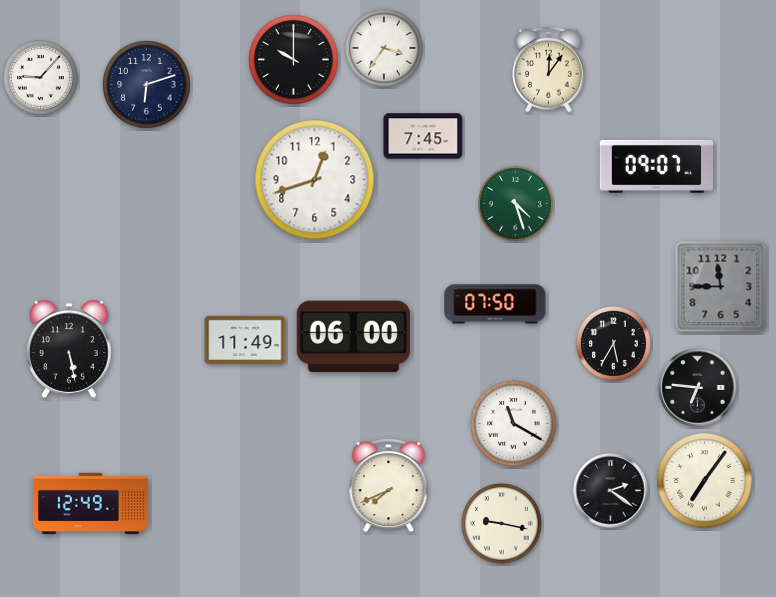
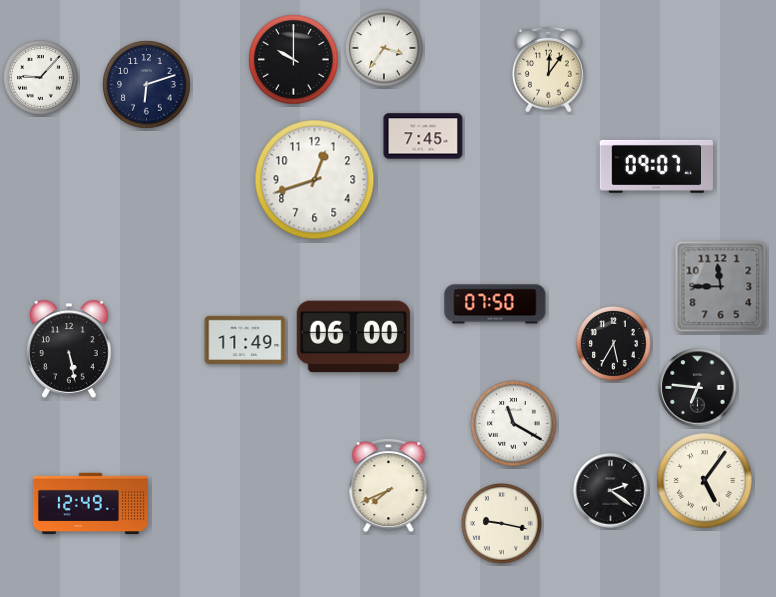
clock at (516, 204): 4:27 -> none
clock at (705, 481): 7:06 -> 5:06
